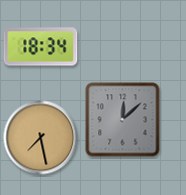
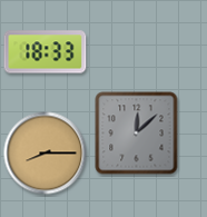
clock at (41, 47): 18:34 -> 18:33
clock at (41, 138): 7:28 -> 8:15
